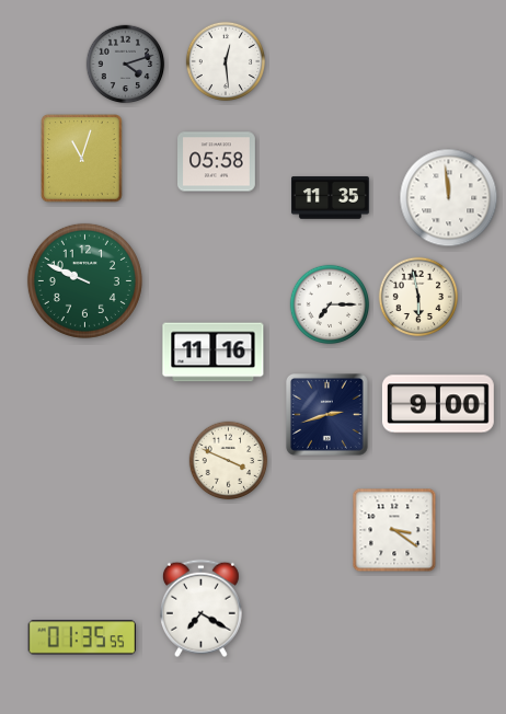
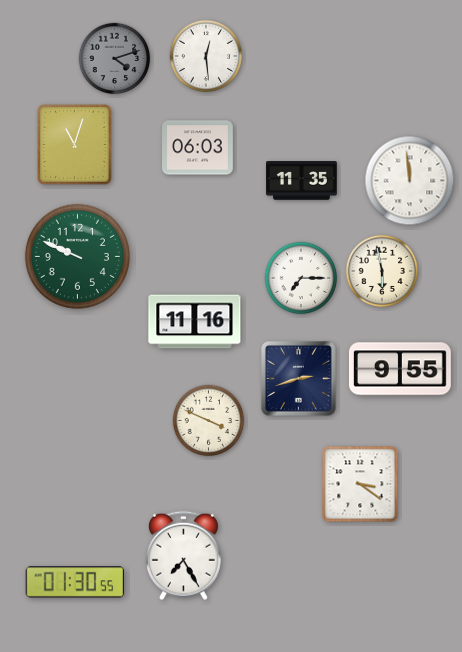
clock at (217, 162): 05:58 -> 06:03
clock at (438, 404): 9:00 -> 9:55
clock at (200, 609): 7:20 -> 7:25
clock at (82, 637): 01:35 -> 01:30
